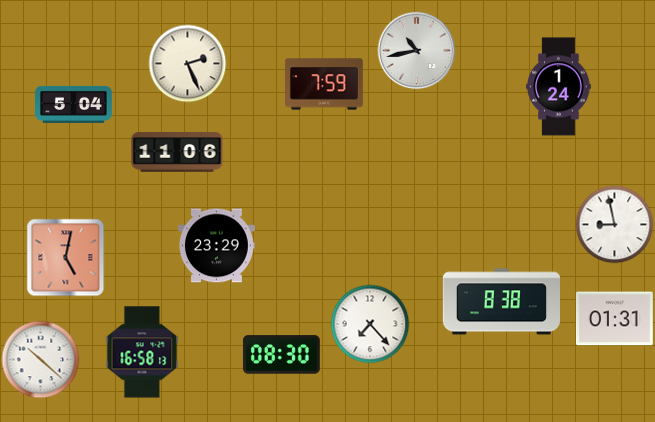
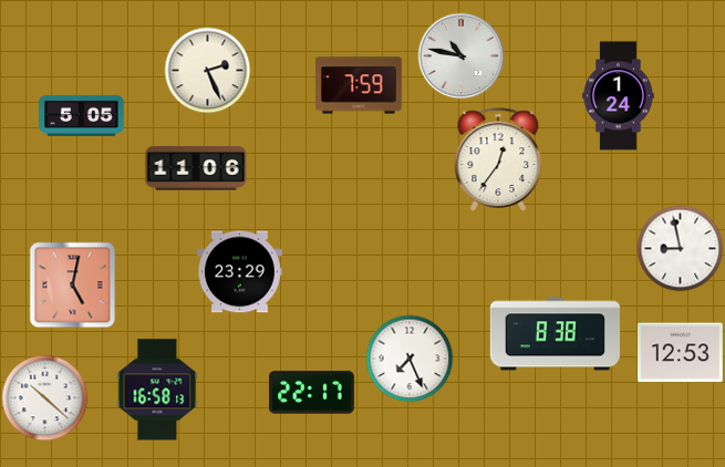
clock at (416, 50): 10:43 -> 10:47
clock at (324, 84) position: (324, 84) -> (359, 85)
clock at (74, 104): 5:04 -> 5:05
clock at (498, 159): none -> 12:36
clock at (615, 319): 01:31 -> 12:53
clock at (370, 324): 7:23 -> 7:26
clock at (281, 355): 08:30 -> 22:17
